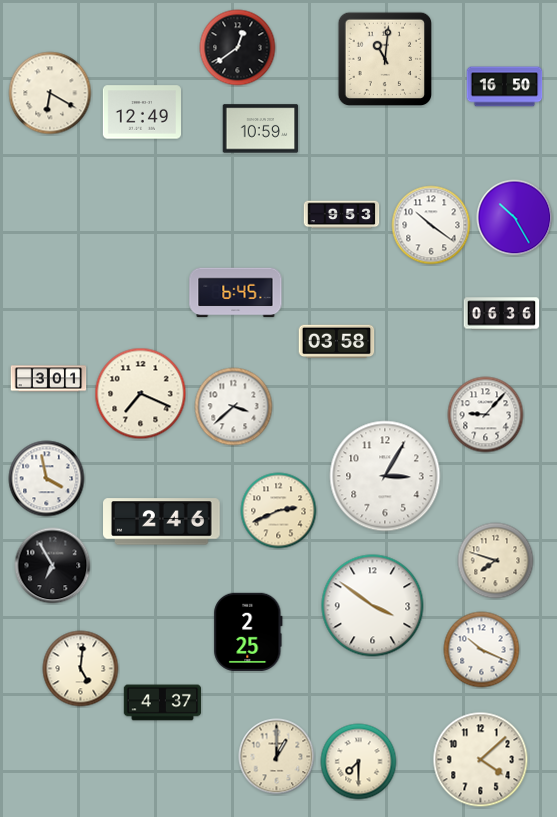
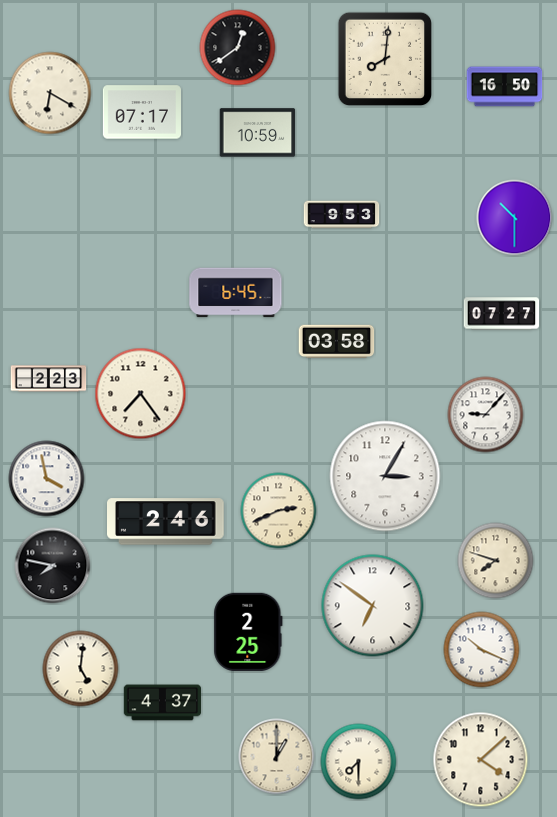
clock at (385, 59): 11:01 -> 8:01
clock at (141, 112): 12:49 -> 07:17
clock at (261, 129) position: (261, 129) -> (258, 133)
clock at (515, 218): 10:25 -> 10:30
clock at (431, 225): 10:21 -> none
clock at (502, 314): 06:36 -> 07:27
clock at (49, 379): 3:01 -> 2:23
clock at (141, 394): 7:19 -> 7:24
clock at (234, 407): 3:38 -> none
clock at (162, 522) position: (162, 522) -> (166, 522)
clock at (53, 566): 6:55 -> 7:47
clock at (373, 606): 3:51 -> 6:51
